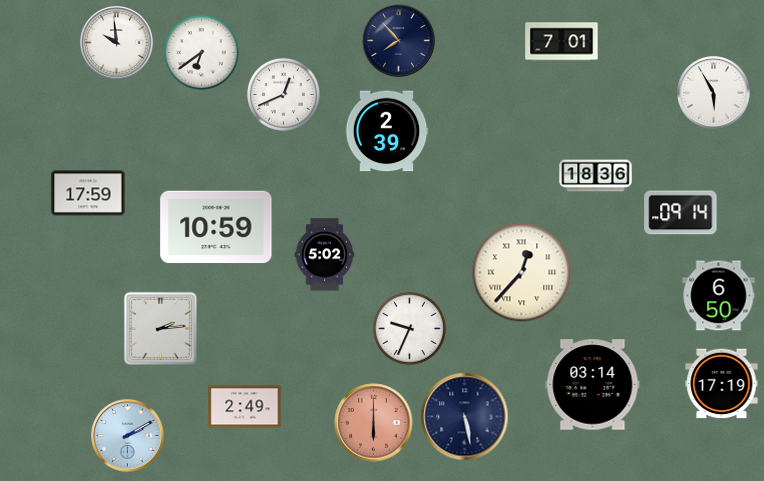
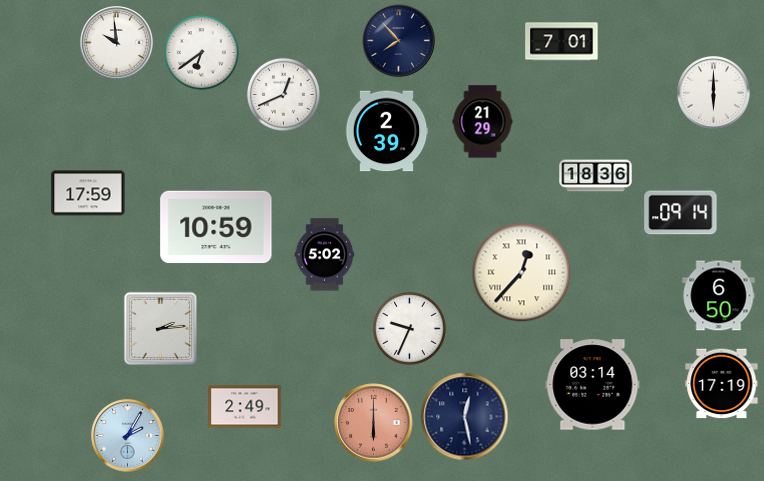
clock at (714, 93): 5:55 -> 6:00
clock at (483, 122): none -> 21:29
clock at (465, 417): 5:28 -> 12:28
clock at (128, 436): 2:10 -> 2:05
